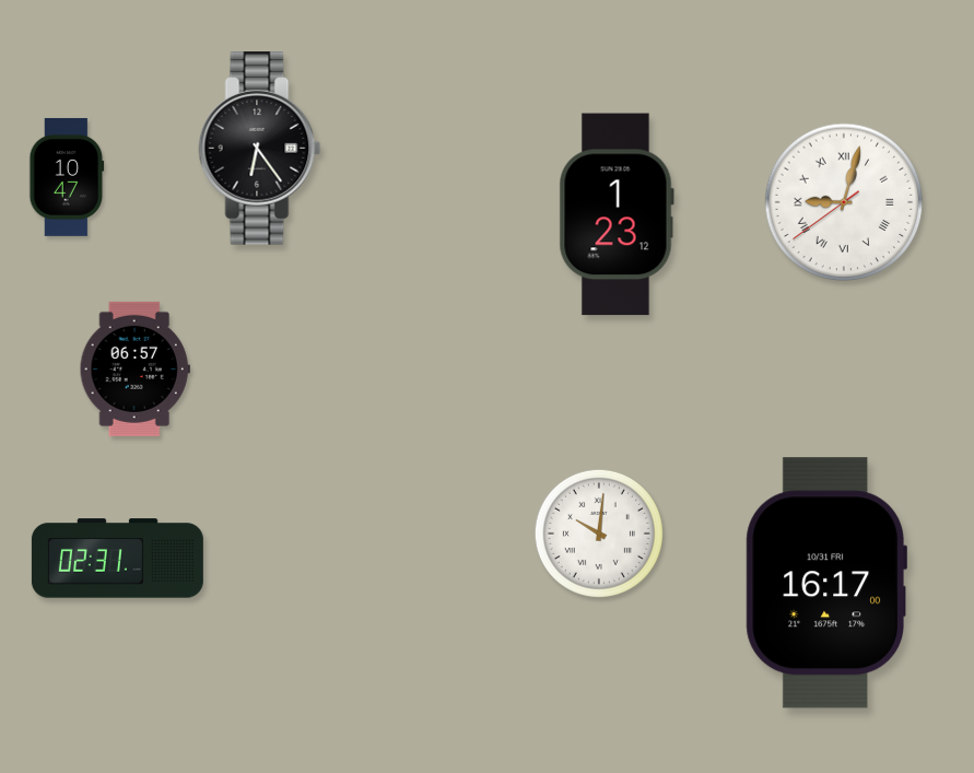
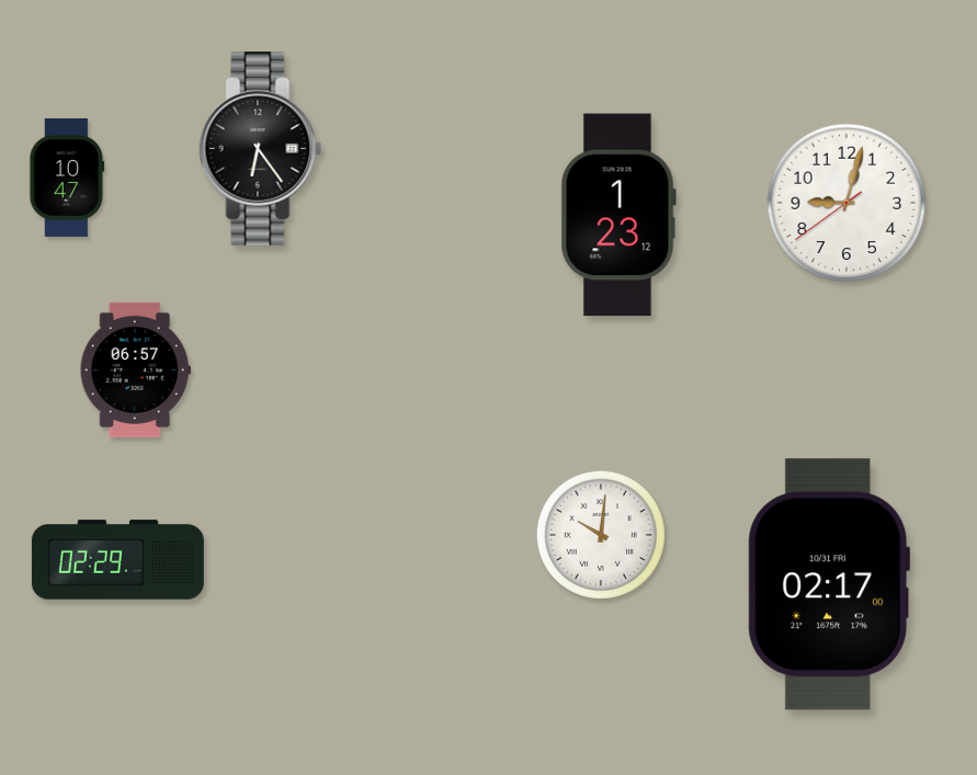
clock at (844, 202) numerals: Roman -> Arabic
clock at (117, 559): 02:31 -> 02:29
clock at (825, 583): 16:17 -> 02:17
